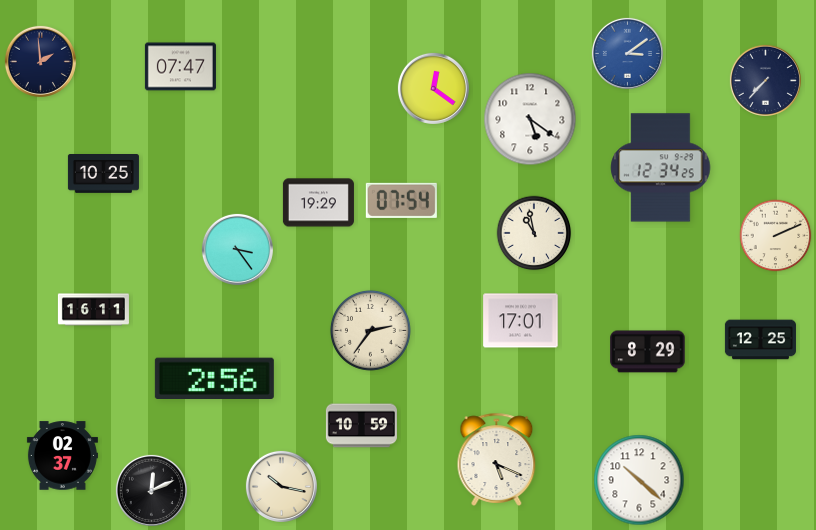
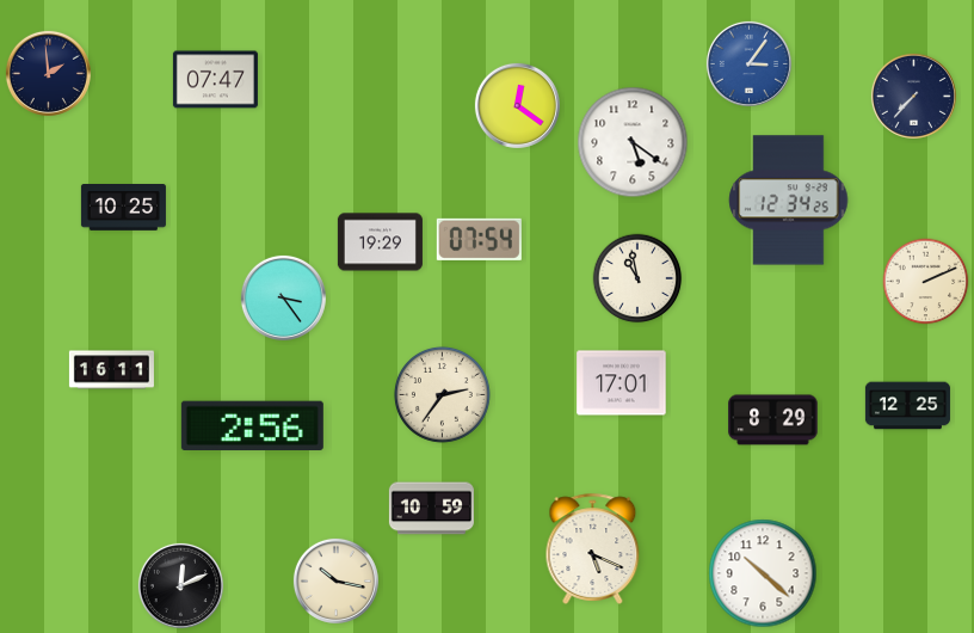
clock at (627, 53): 3:09 -> 3:06
clock at (214, 378) position: (214, 378) -> (252, 425)
clock at (62, 456): 02:37 -> none
